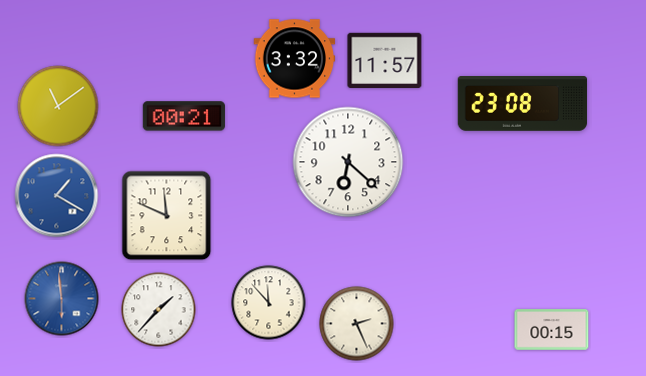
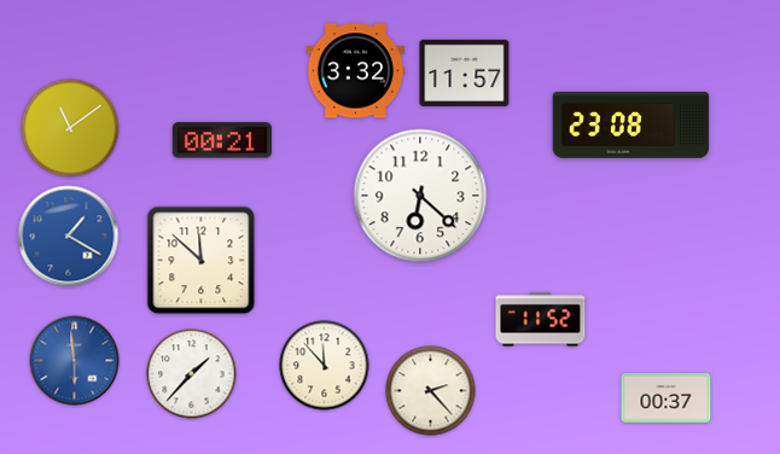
clock at (167, 216): 11:49 -> 11:52
clock at (541, 320): none -> 11:52
clock at (357, 324): 2:26 -> 2:23
clock at (552, 330): 00:15 -> 00:37
